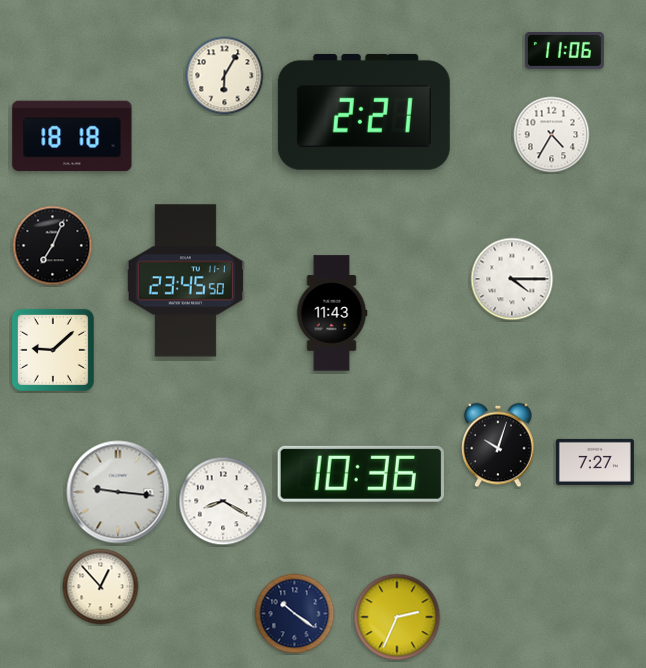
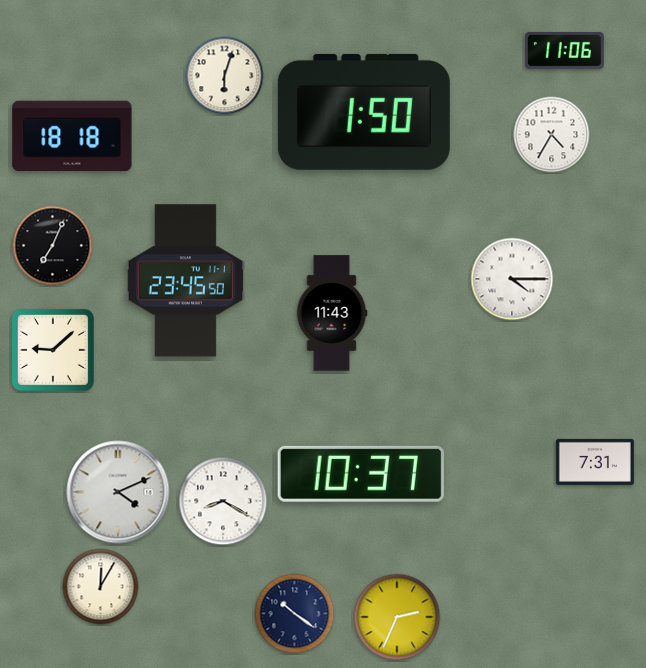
clock at (225, 76): 6:05 -> 6:03
clock at (364, 112): 2:21 -> 1:50
clock at (498, 445): 10:03 -> none
clock at (595, 462): 7:27 -> 7:31
clock at (361, 474): 10:36 -> 10:37
clock at (118, 492): 9:16 -> 4:11
clock at (101, 587): 12:53 -> 12:05
